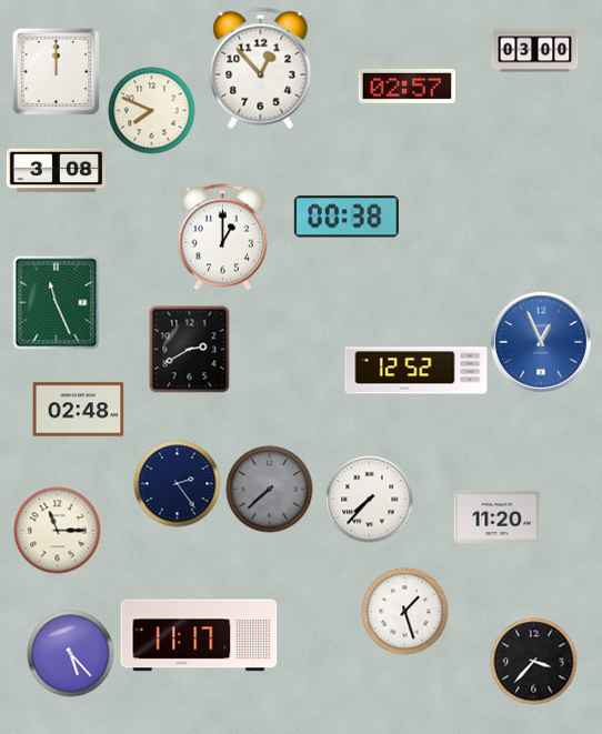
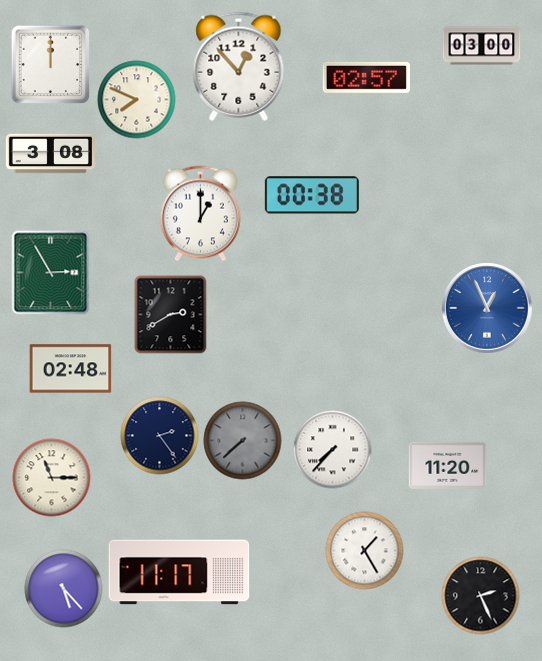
clock at (261, 68) position: (261, 68) -> (239, 66)
clock at (57, 302): 11:26 -> 2:55
clock at (417, 371): 12:52 -> none
clock at (404, 611): 1:27 -> 1:25
clock at (533, 661): 3:37 -> 2:26
